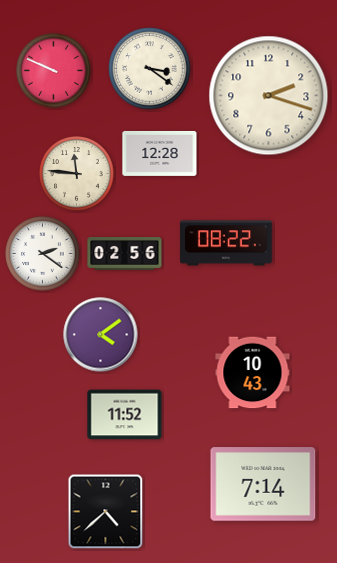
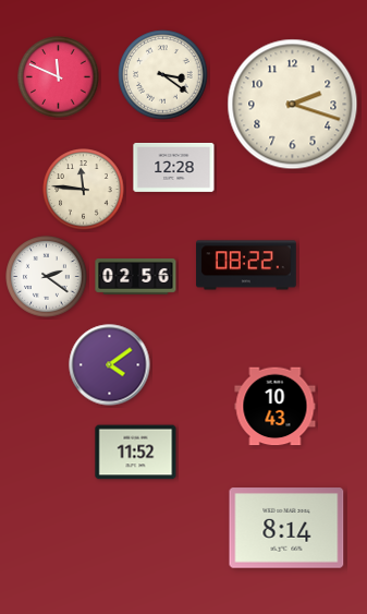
clock at (54, 71): 9:49 -> 11:49
clock at (263, 484): 7:14 -> 8:14
clock at (106, 512): 4:38 -> none
